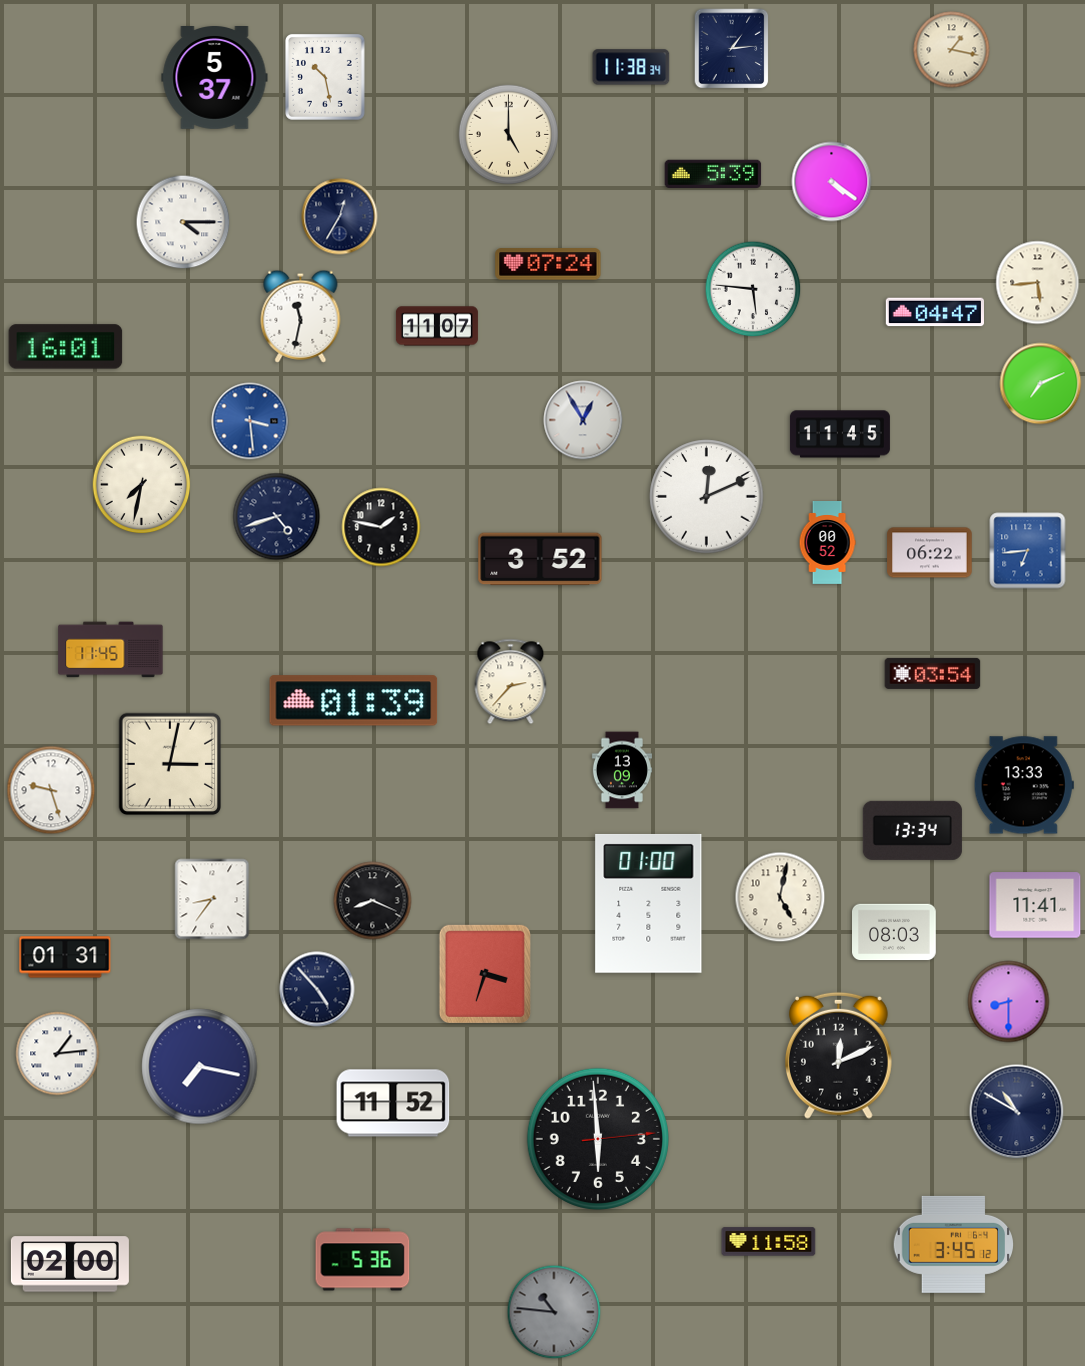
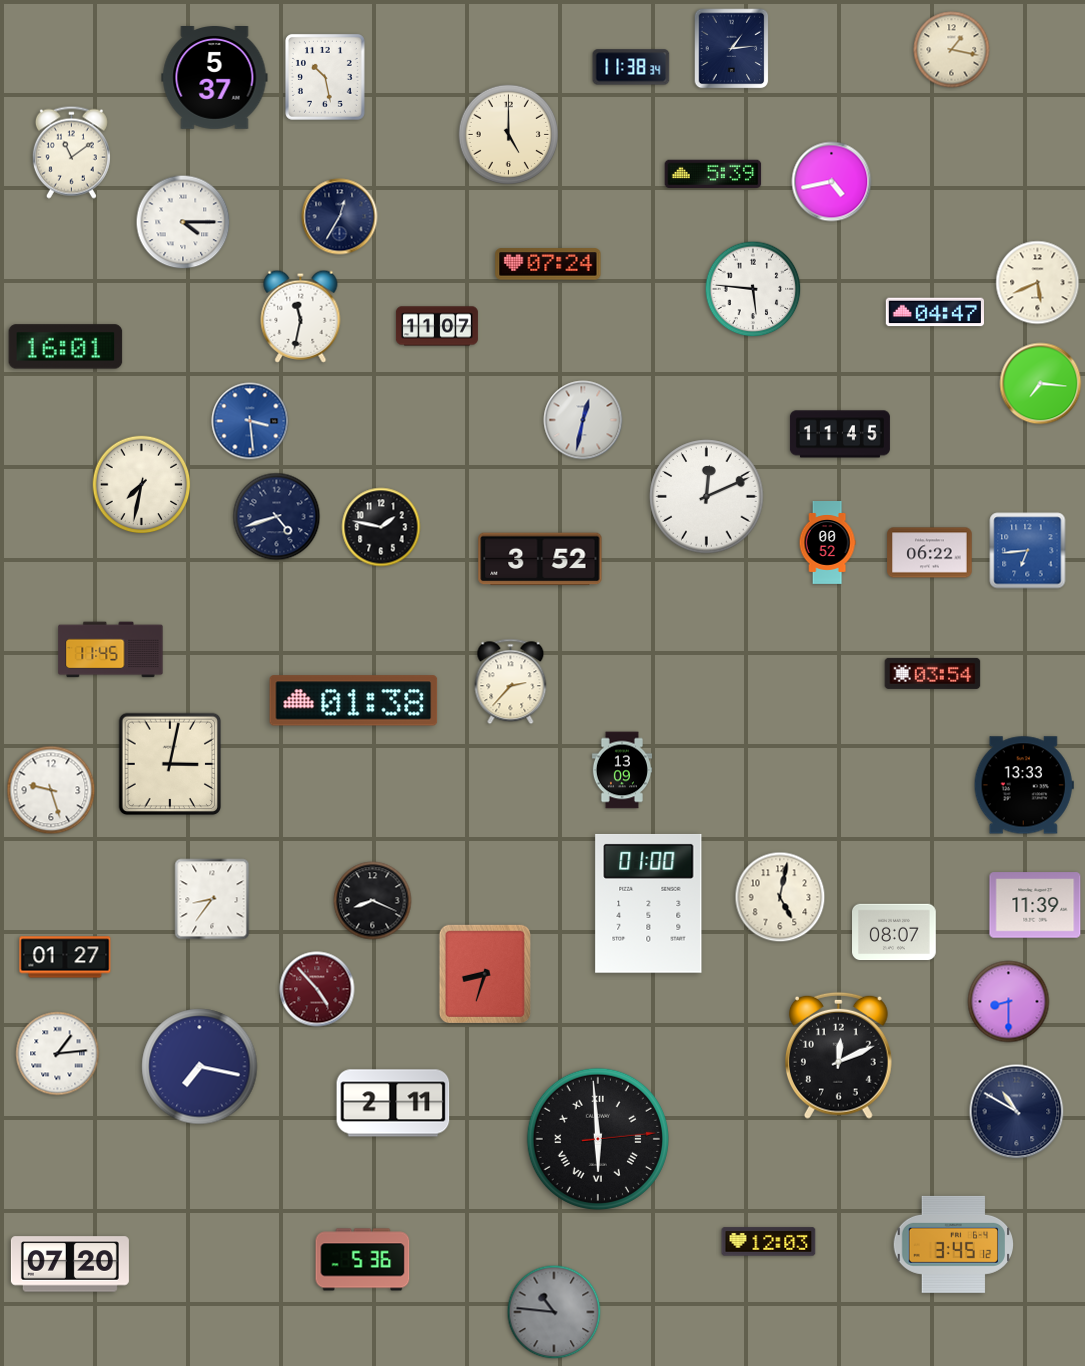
clock at (71, 152): none -> 11:09
clock at (832, 182): 4:21 -> 4:43
clock at (1038, 283): 5:44 -> 5:41
clock at (1041, 384): 7:11 -> 7:16
clock at (583, 420): 12:55 -> 12:32
clock at (354, 701): 01:39 -> 01:38
clock at (912, 830): 13:34 -> none
clock at (1035, 905): 11:41 -> 11:39
clock at (895, 932): 08:03 -> 08:07
clock at (65, 957): 01:31 -> 01:27
clock at (485, 973): 3:33 -> 8:33
clock at (317, 989) dial: navy -> burgundy
clock at (393, 1103): 11:52 -> 2:11
clock at (598, 1139) numerals: Arabic -> Roman
clock at (769, 1242): 11:58 -> 12:03
clock at (70, 1264): 02:00 -> 07:20
